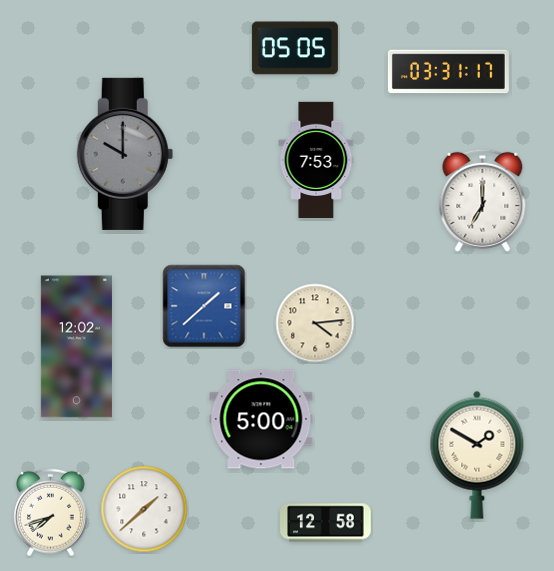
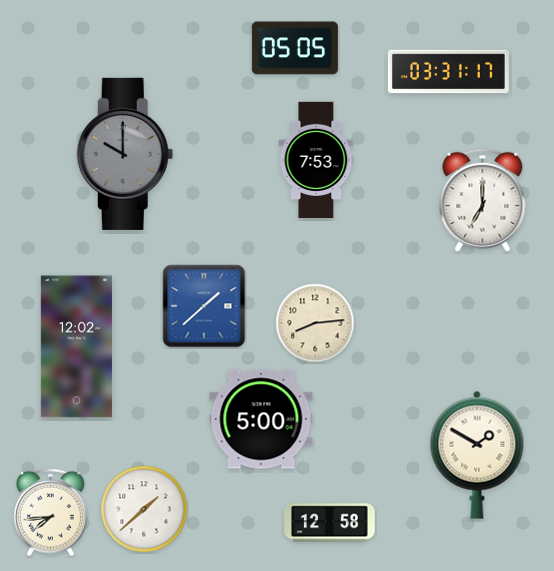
clock at (315, 323): 4:14 -> 8:14
clock at (51, 513): 7:42 -> 7:44
clock at (326, 523) position: (326, 523) -> (330, 523)
